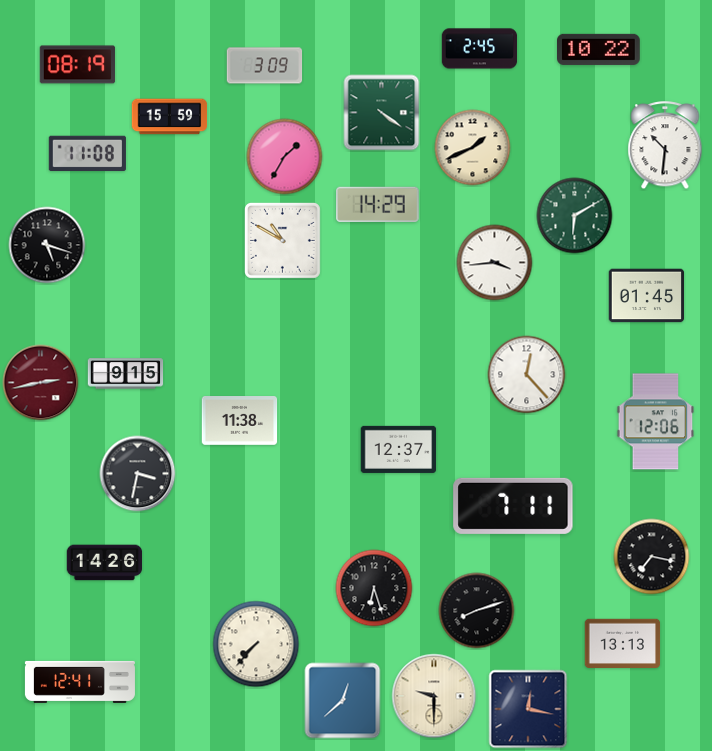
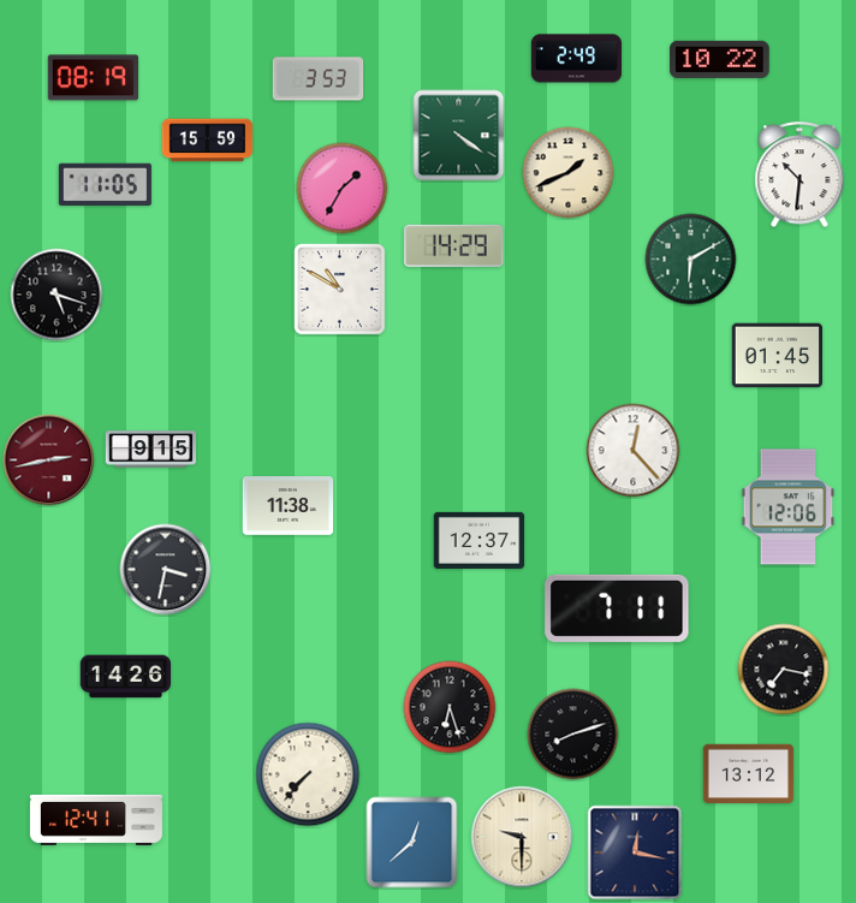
clock at (480, 49): 2:45 -> 2:49
clock at (265, 66): 3:09 -> 3:53
clock at (170, 117) position: (170, 117) -> (208, 141)
clock at (473, 148) position: (473, 148) -> (569, 173)
clock at (87, 153): 11:08 -> 11:05
clock at (495, 263): 3:44 -> none
clock at (623, 644): 13:13 -> 13:12
